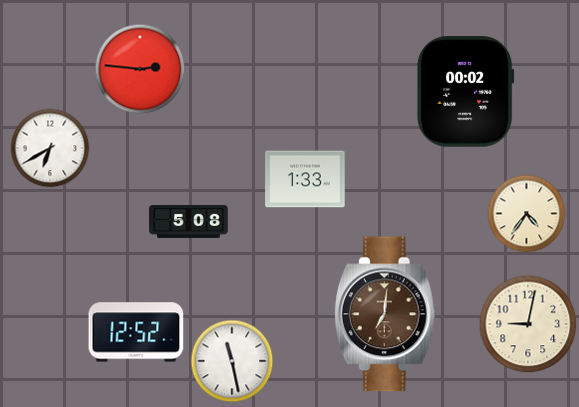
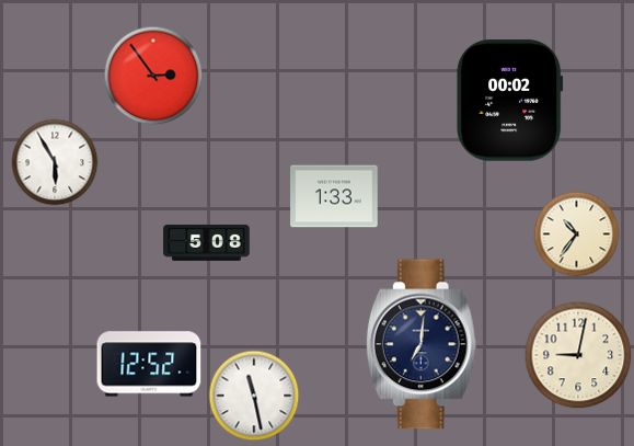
clock at (140, 69): 2:46 -> 2:54
clock at (50, 148): 6:40 -> 5:55
clock at (527, 214): 4:36 -> 10:36
clock at (385, 314) dial: brown -> navy
